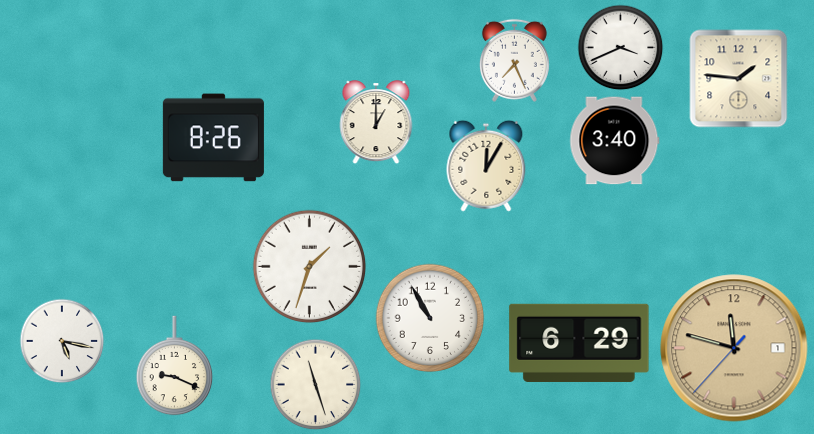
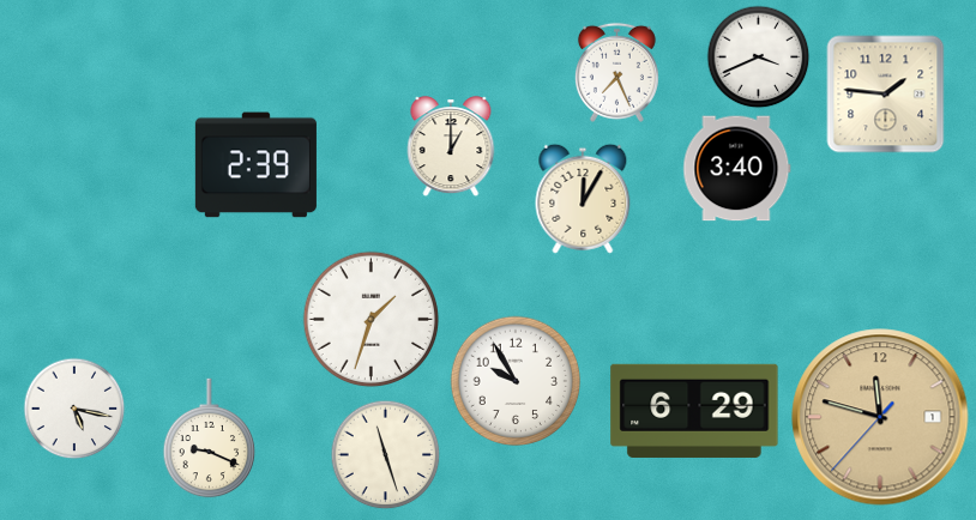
clock at (621, 48) position: (621, 48) -> (759, 58)
clock at (213, 138): 8:26 -> 2:39
clock at (430, 318): 10:55 -> 9:55
clock at (316, 385) position: (316, 385) -> (386, 455)
